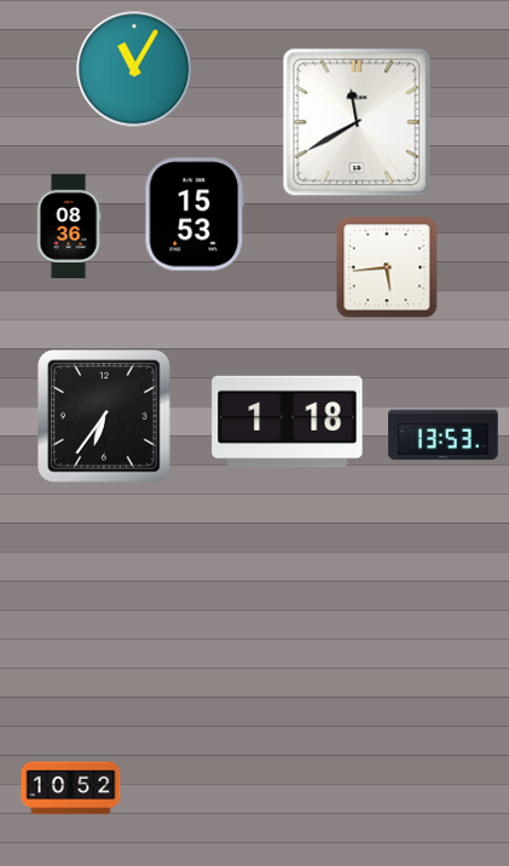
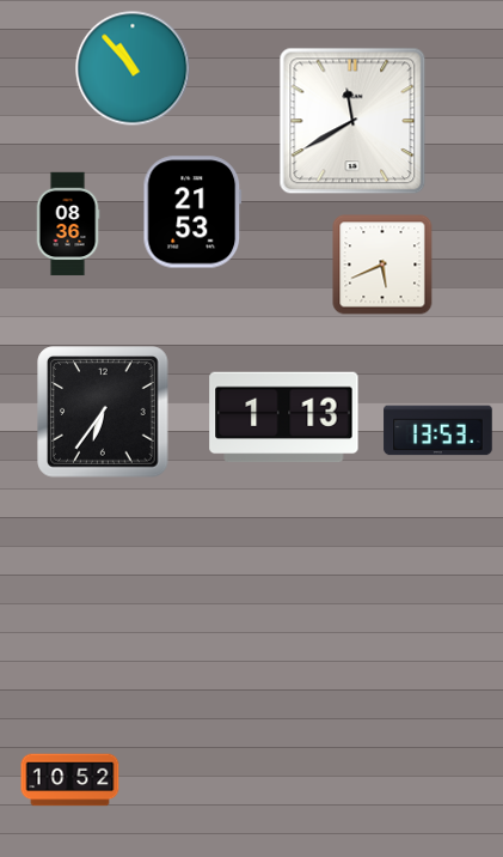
clock at (134, 69): 11:05 -> 10:53
clock at (195, 214): 15:53 -> 21:53
clock at (387, 267): 5:44 -> 5:41
clock at (288, 422): 1:18 -> 1:13
